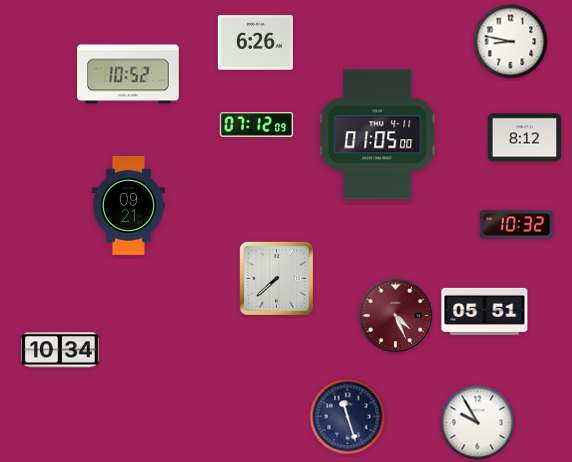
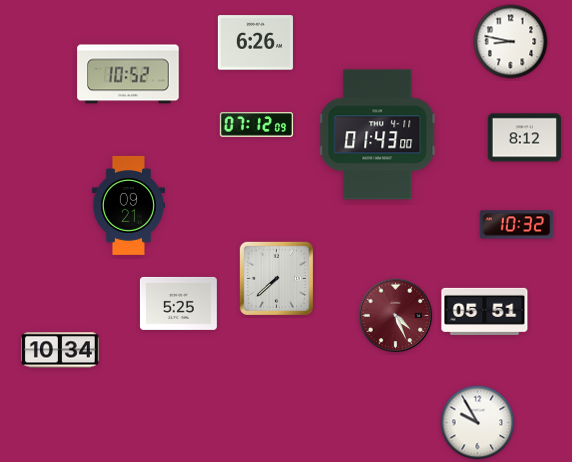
clock at (378, 135): 01:05 -> 01:43
clock at (178, 303): none -> 5:25
clock at (348, 417): 11:27 -> none
